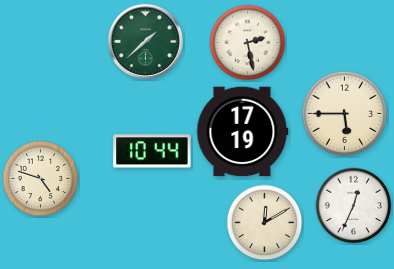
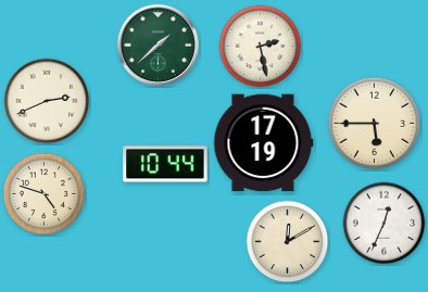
clock at (248, 43) position: (248, 43) -> (261, 47)
clock at (47, 101): none -> 2:41
